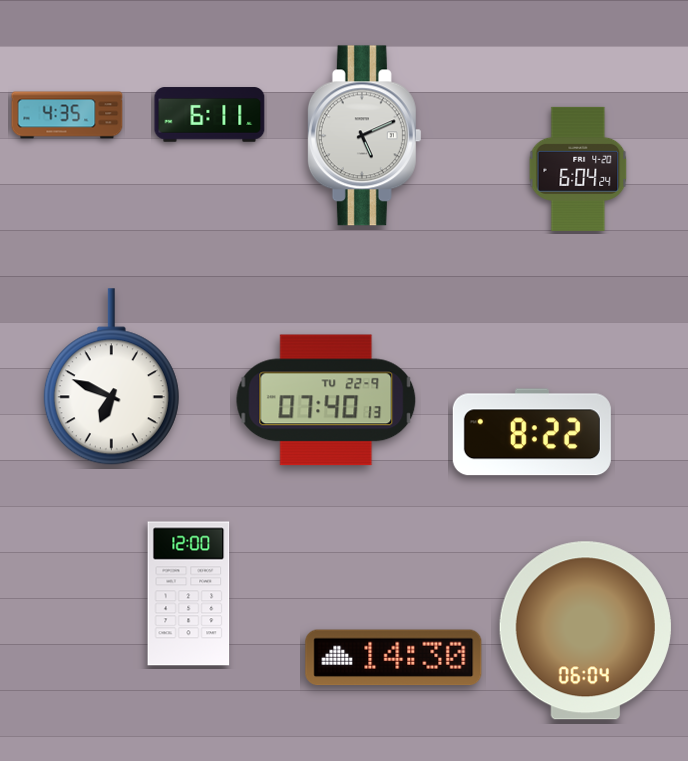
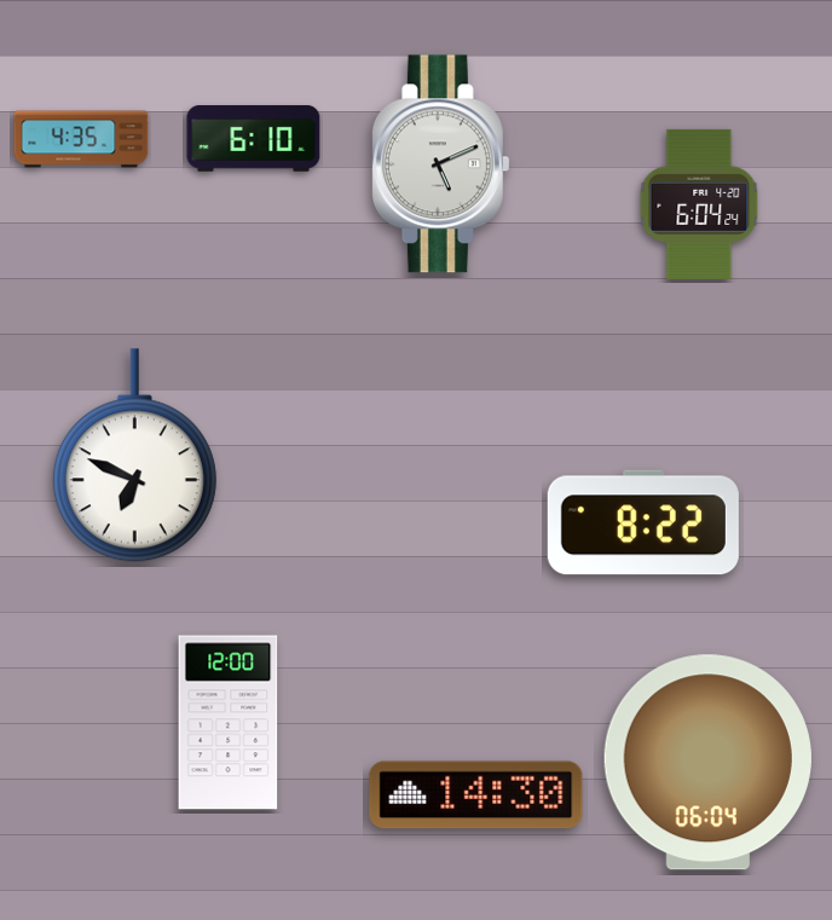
clock at (210, 115): 6:11 -> 6:10
clock at (326, 400): 07:40 -> none
clock at (189, 594) position: (189, 594) -> (229, 723)
